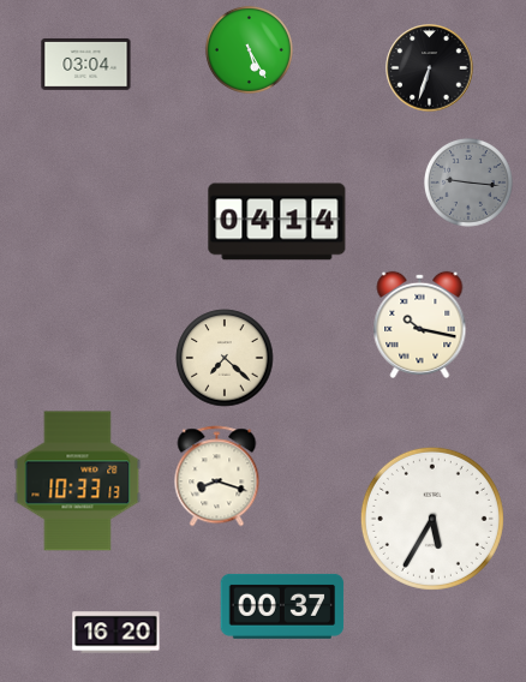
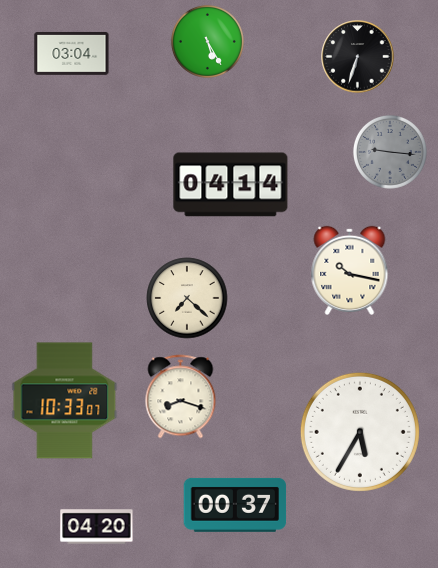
clock at (78, 481): 10:33:13 -> 10:33:07
clock at (116, 633): 16:20 -> 04:20
